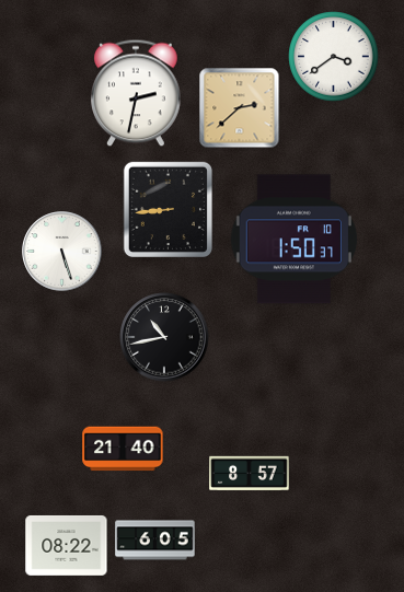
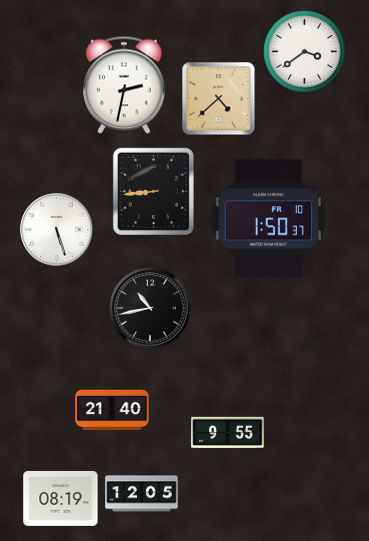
clock at (240, 108): 2:38 -> 4:38
clock at (250, 474): 8:57 -> 9:55
clock at (155, 541): 6:05 -> 12:05
clock at (67, 546): 08:22 -> 08:19
